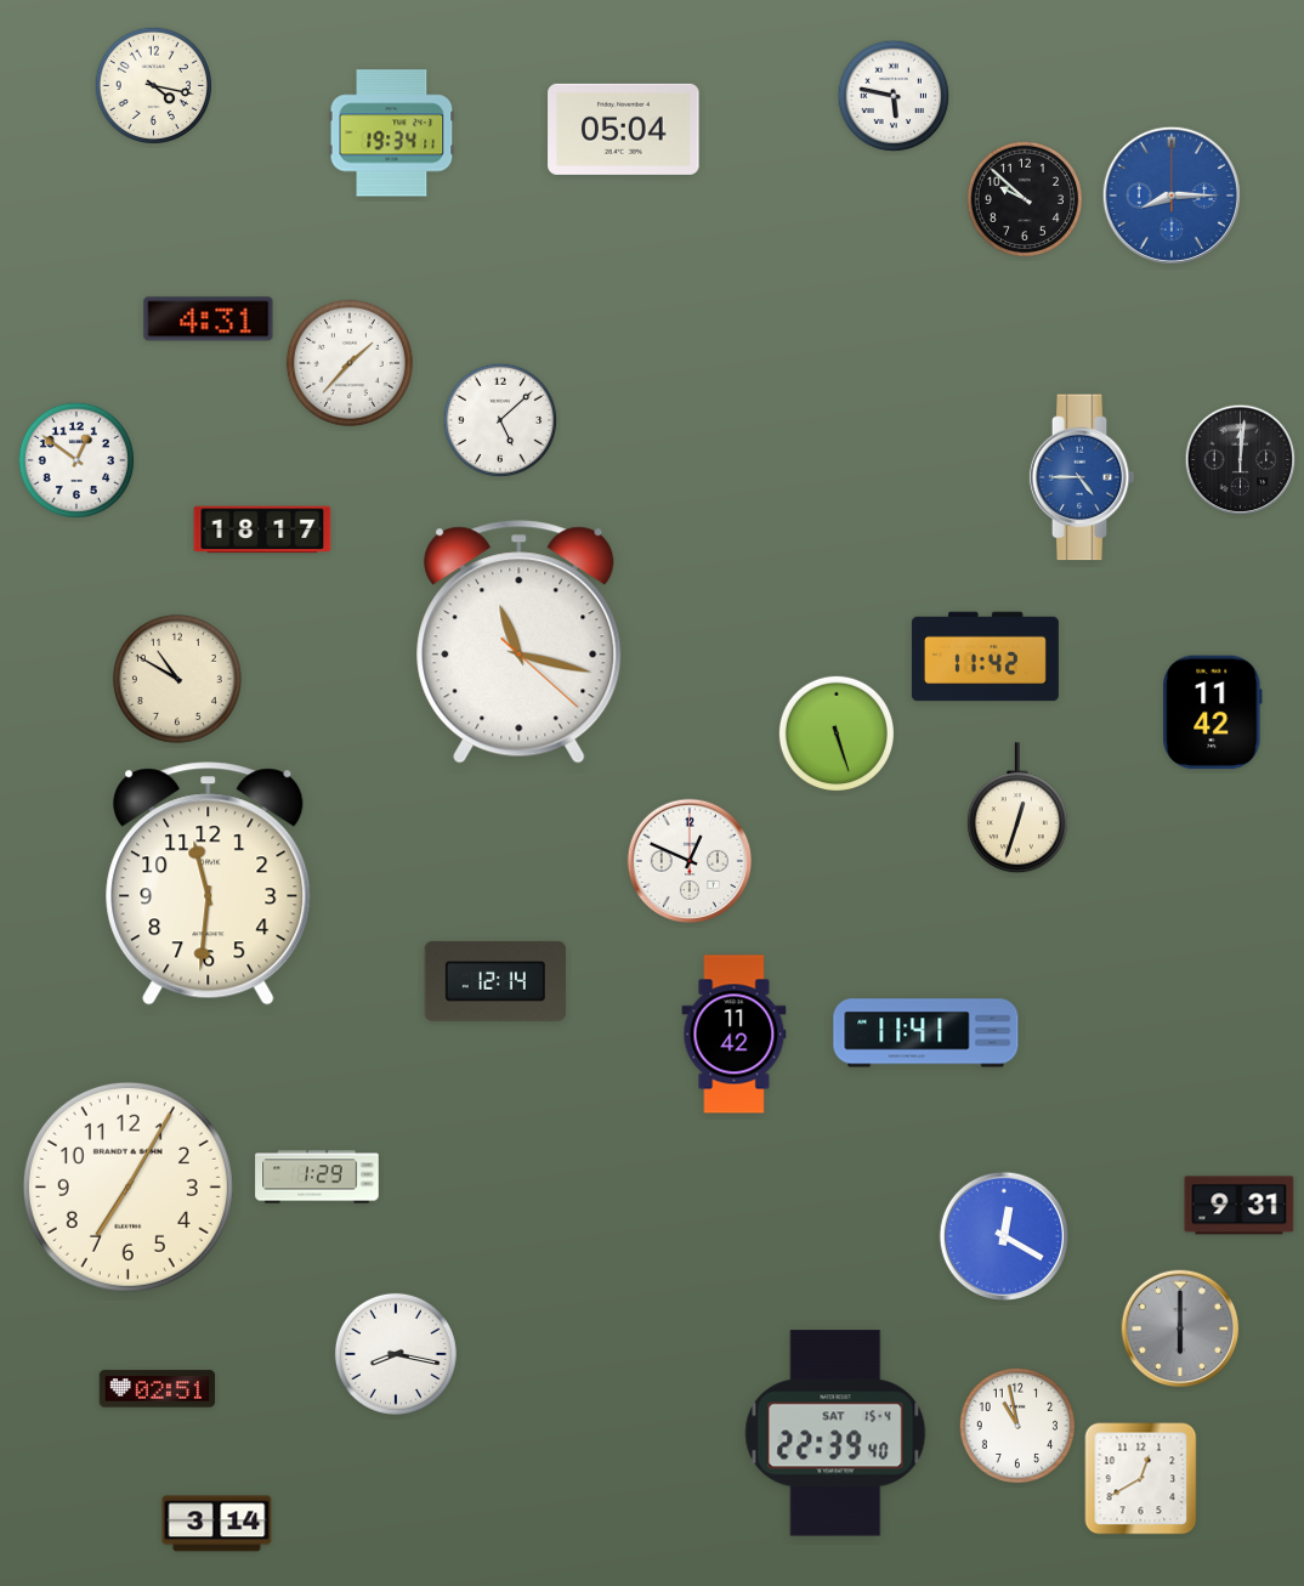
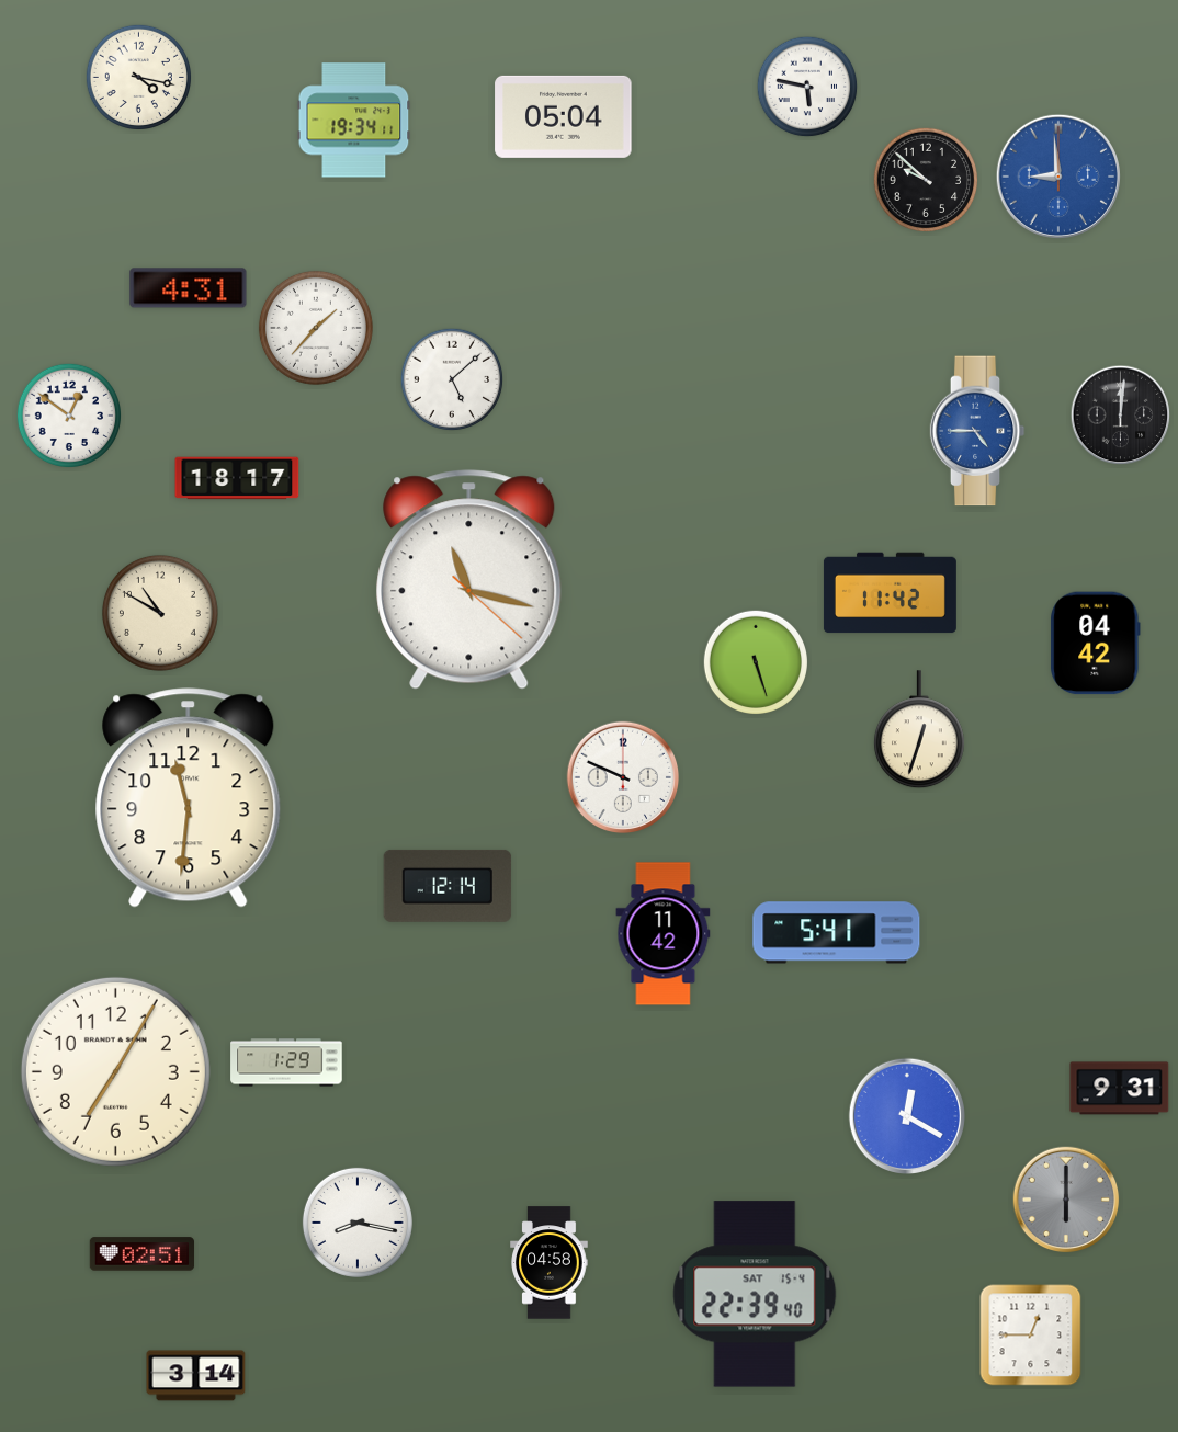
clock at (1172, 196): 8:15 -> 8:59
clock at (1213, 713): 11:42 -> 04:42
clock at (690, 861): 12:49 -> 9:49
clock at (926, 1033): 11:41 -> 5:41
clock at (550, 1263): none -> 04:58
clock at (1016, 1424): 10:58 -> none
clock at (1141, 1479): 12:40 -> 12:45
